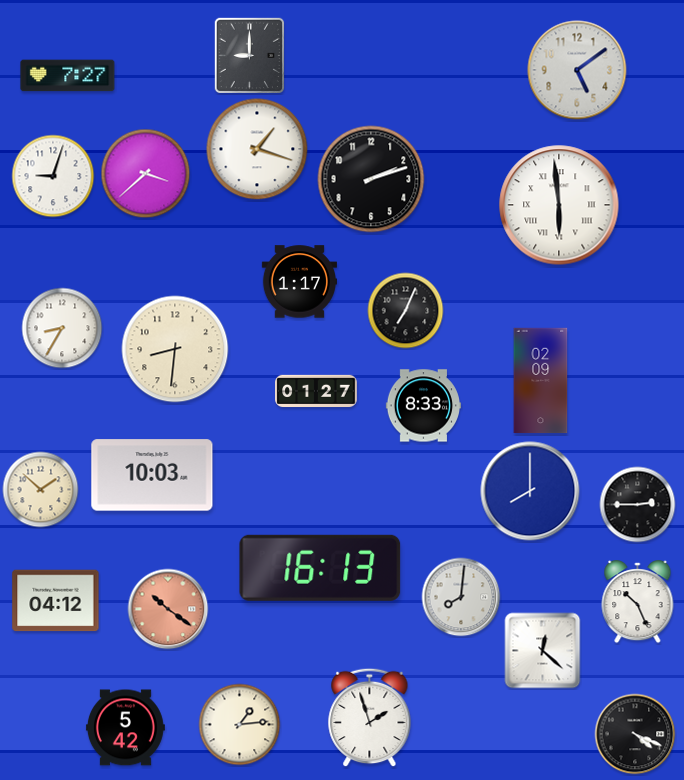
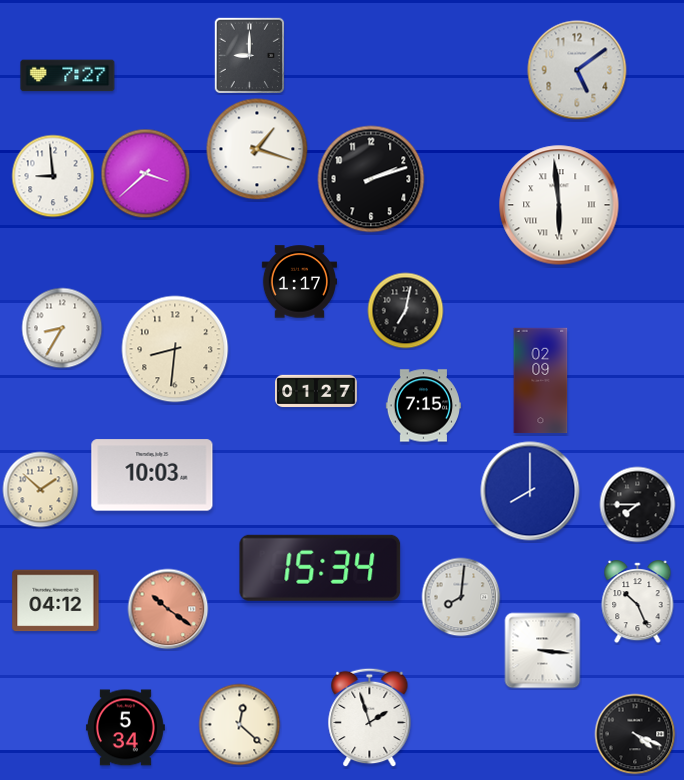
clock at (53, 176): 9:03 -> 8:59
clock at (406, 311): 7:04 -> 7:02
clock at (423, 406): 8:33 -> 7:15
clock at (638, 505): 2:45 -> 7:45
clock at (320, 568): 16:13 -> 15:34
clock at (543, 651): 12:22 -> 3:16
clock at (240, 725): 1:14 -> 12:22
clock at (125, 728): 5:42 -> 5:34
